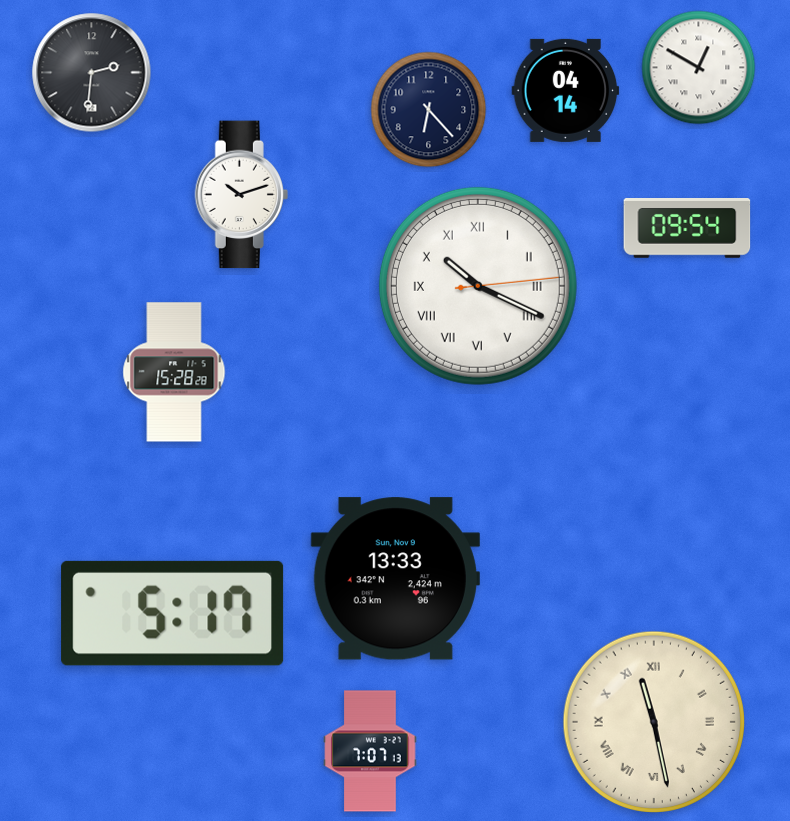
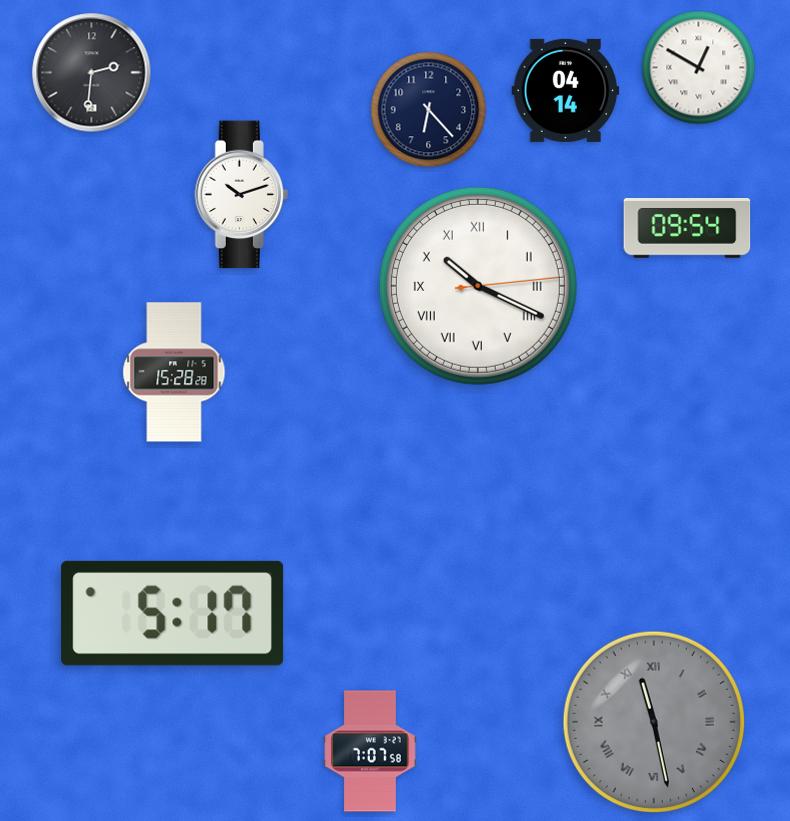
clock at (395, 579): 13:33 -> none
clock at (653, 721) dial: cream -> grey
clock at (370, 751): 7:07:13 -> 7:07:58
